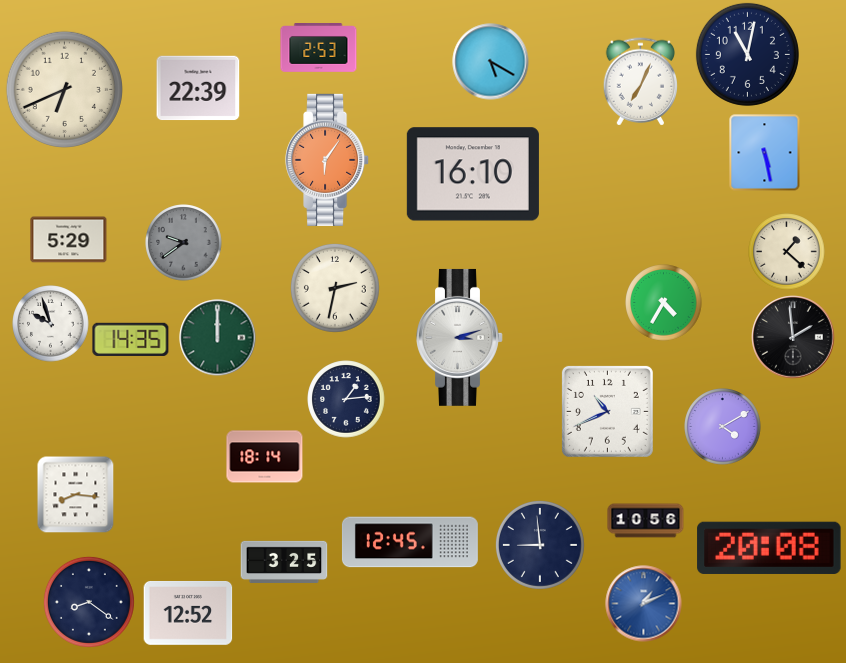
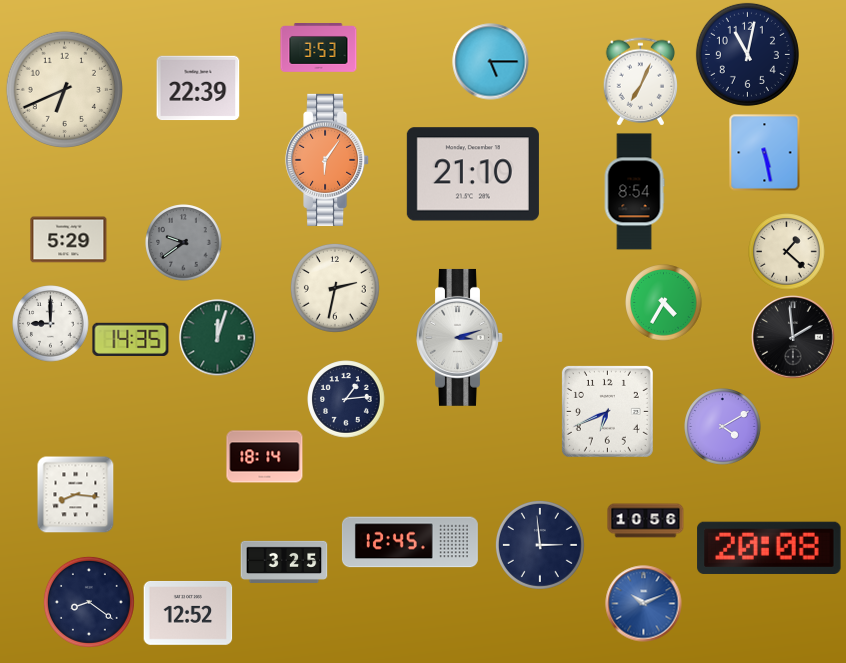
clock at (319, 48): 2:53 -> 3:53
clock at (491, 62): 5:20 -> 5:15
clock at (473, 174): 16:10 -> 21:10
clock at (634, 192): none -> 8:54
clock at (51, 324): 9:57 -> 9:00
clock at (218, 338): 12:00 -> 12:03
clock at (607, 411): 10:41 -> 6:41
clock at (540, 545): 8:59 -> 2:59
clock at (644, 604): 1:11 -> 10:11
